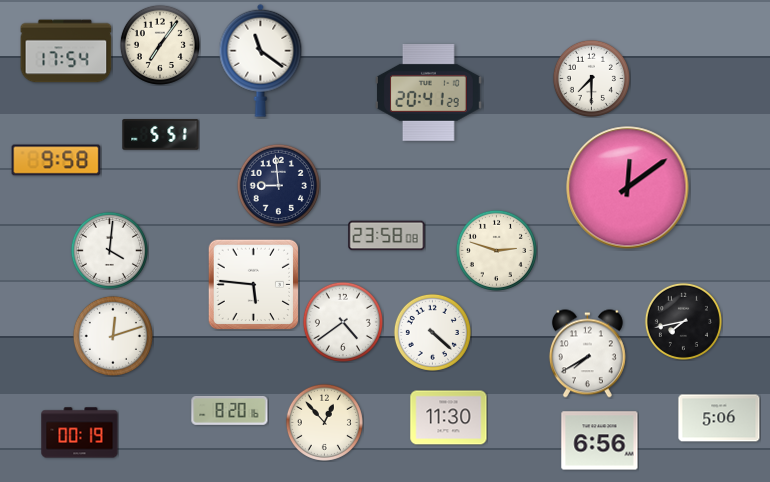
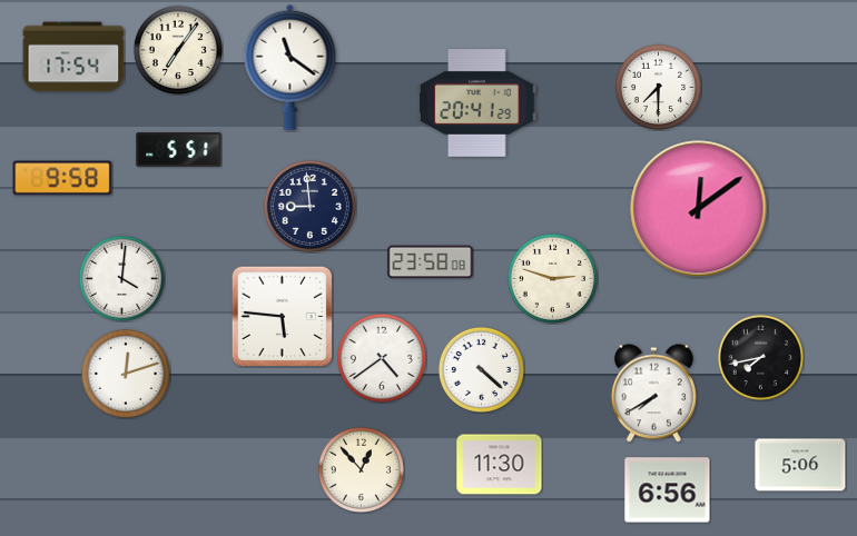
clock at (230, 410): 8:20 -> none
clock at (80, 433): 00:19 -> none
